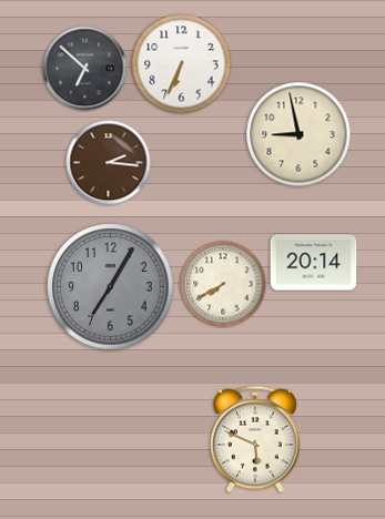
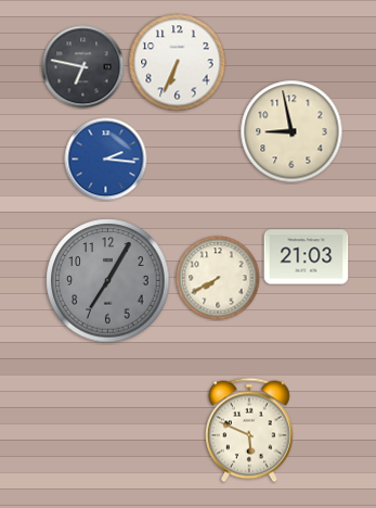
clock at (85, 69): 6:52 -> 6:47
clock at (109, 163) dial: brown -> blue
clock at (314, 263): 20:14 -> 21:03
